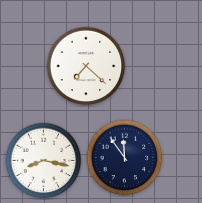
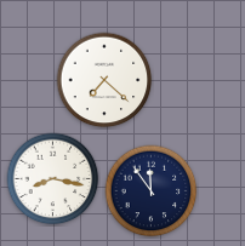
clock at (44, 161) position: (44, 161) -> (53, 179)
